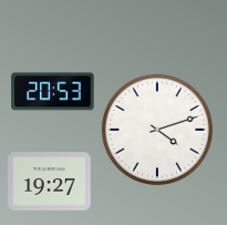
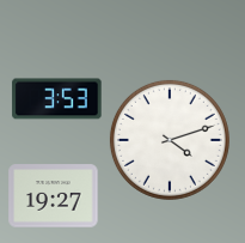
clock at (53, 92): 20:53 -> 3:53
